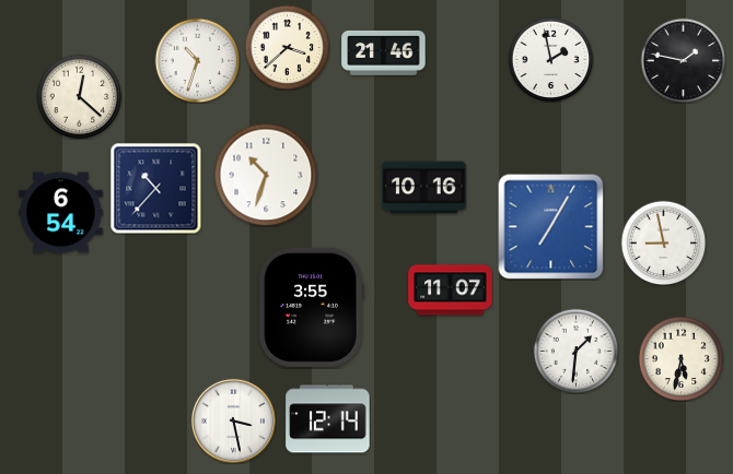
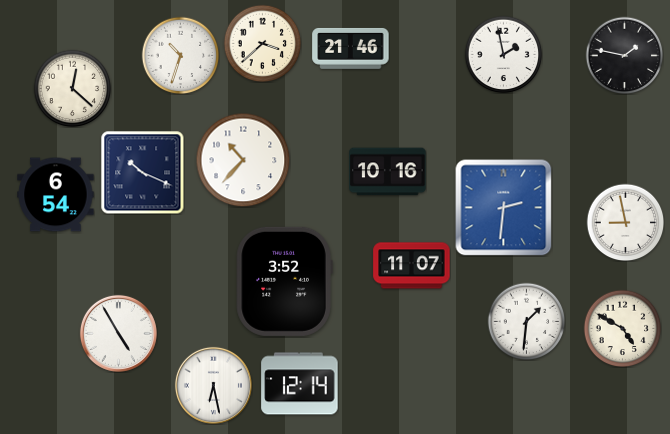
clock at (266, 175): 10:33 -> 10:37
clock at (155, 188): 10:37 -> 10:19
clock at (551, 227): 7:05 -> 2:31
clock at (663, 242) position: (663, 242) -> (625, 222)
clock at (311, 307): 3:55 -> 3:52
clock at (680, 358): 5:32 -> 4:50
clock at (118, 333): none -> 4:55
clock at (233, 420): 3:28 -> 6:28
